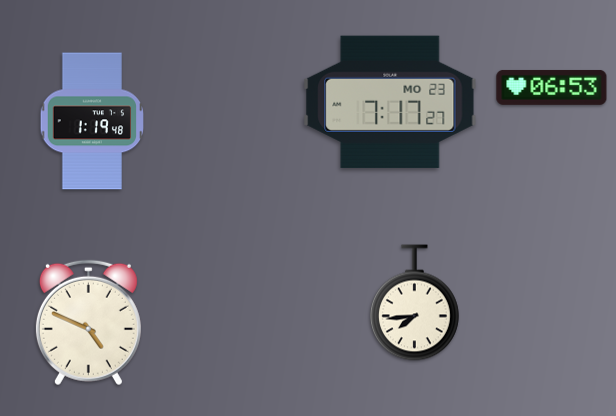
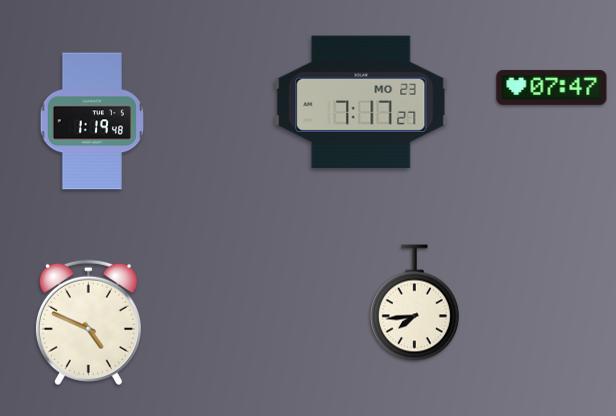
clock at (552, 87): 06:53 -> 07:47
clock at (390, 102) position: (390, 102) -> (361, 102)
